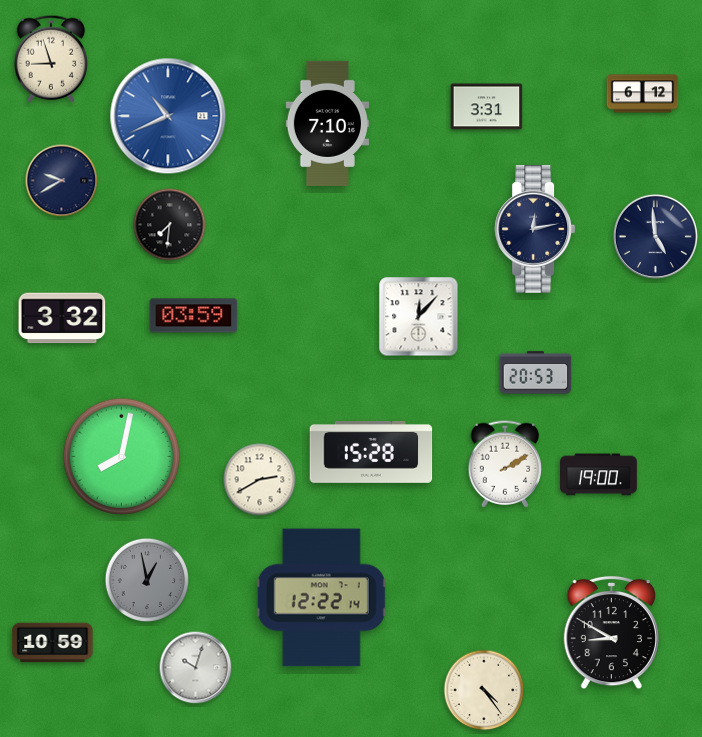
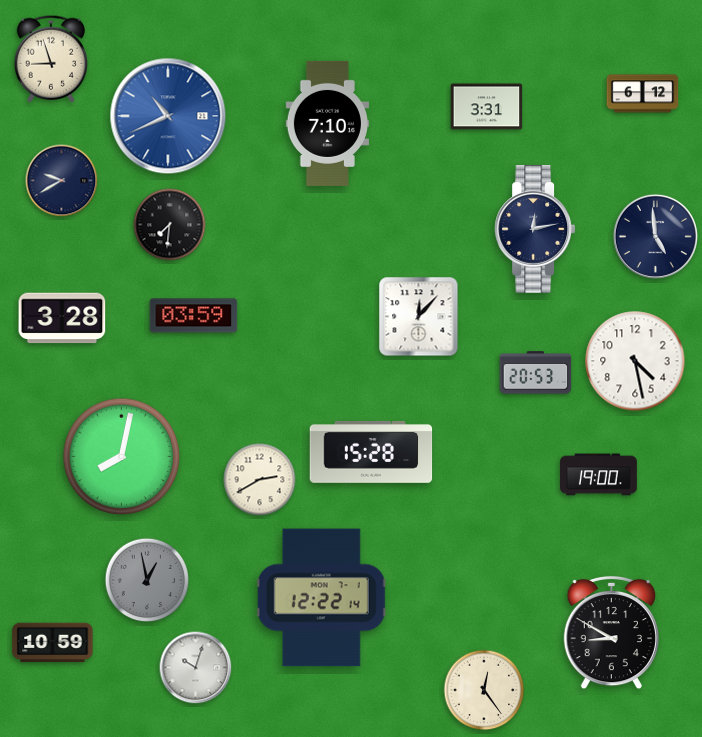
clock at (62, 318): 3:32 -> 3:28
clock at (635, 361): none -> 4:28
clock at (504, 464): 2:10 -> none
clock at (484, 690): 4:24 -> 12:24
